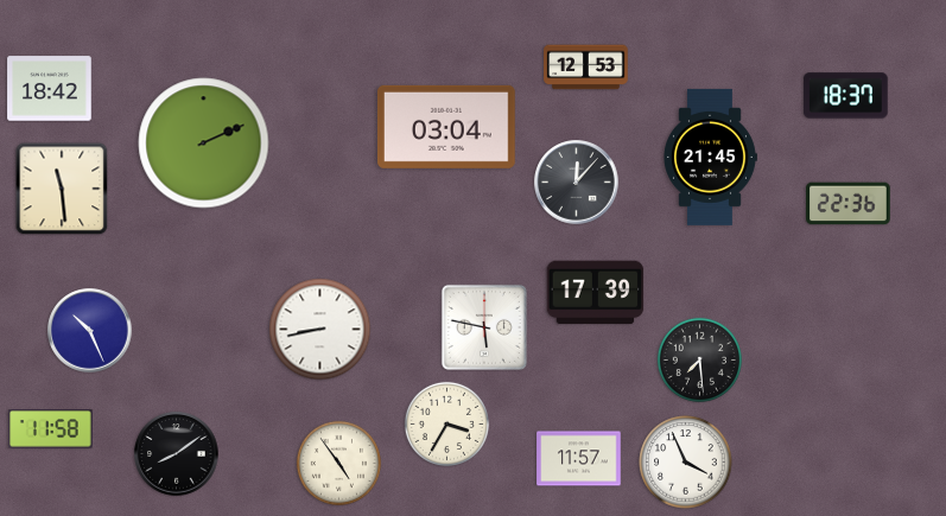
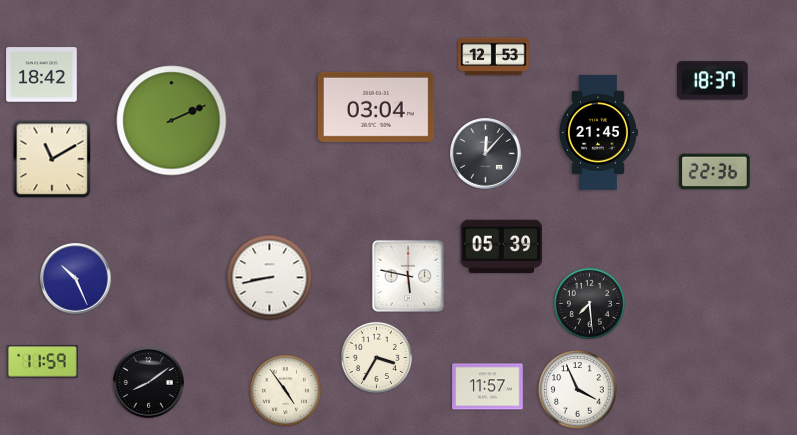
clock at (62, 189): 11:29 -> 11:10
clock at (596, 293): 17:39 -> 05:39
clock at (51, 429): 11:58 -> 11:59
